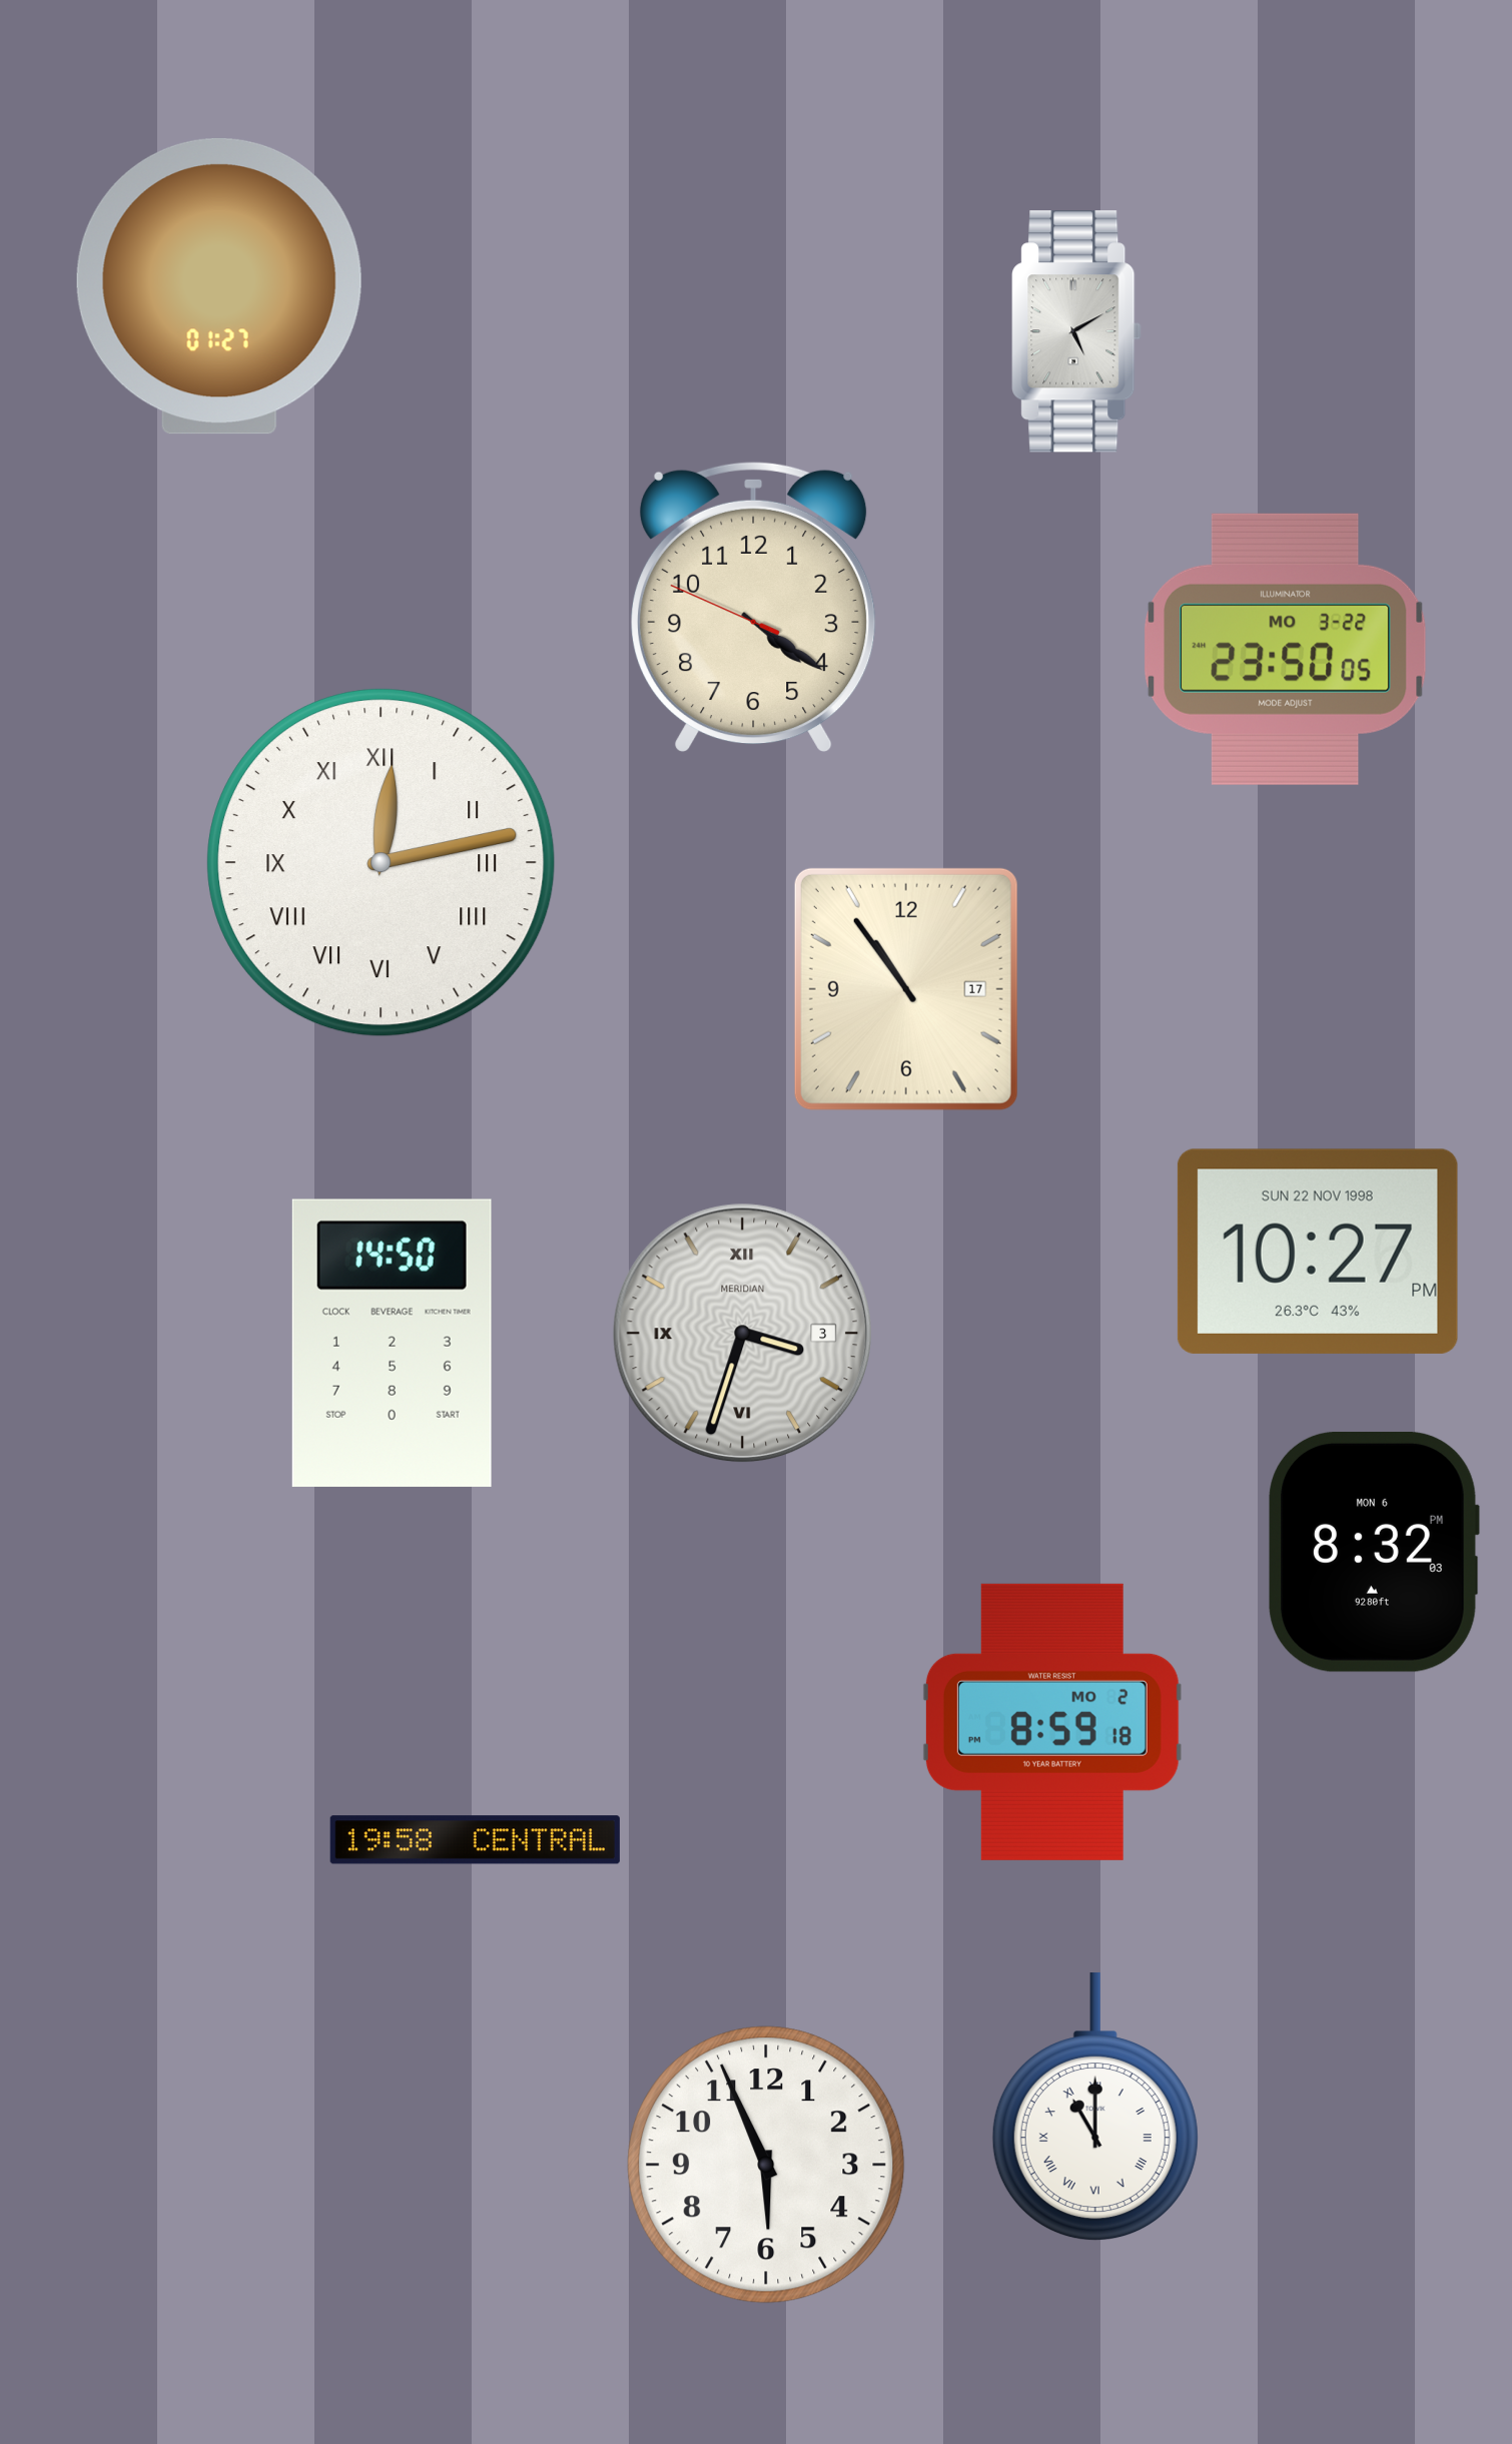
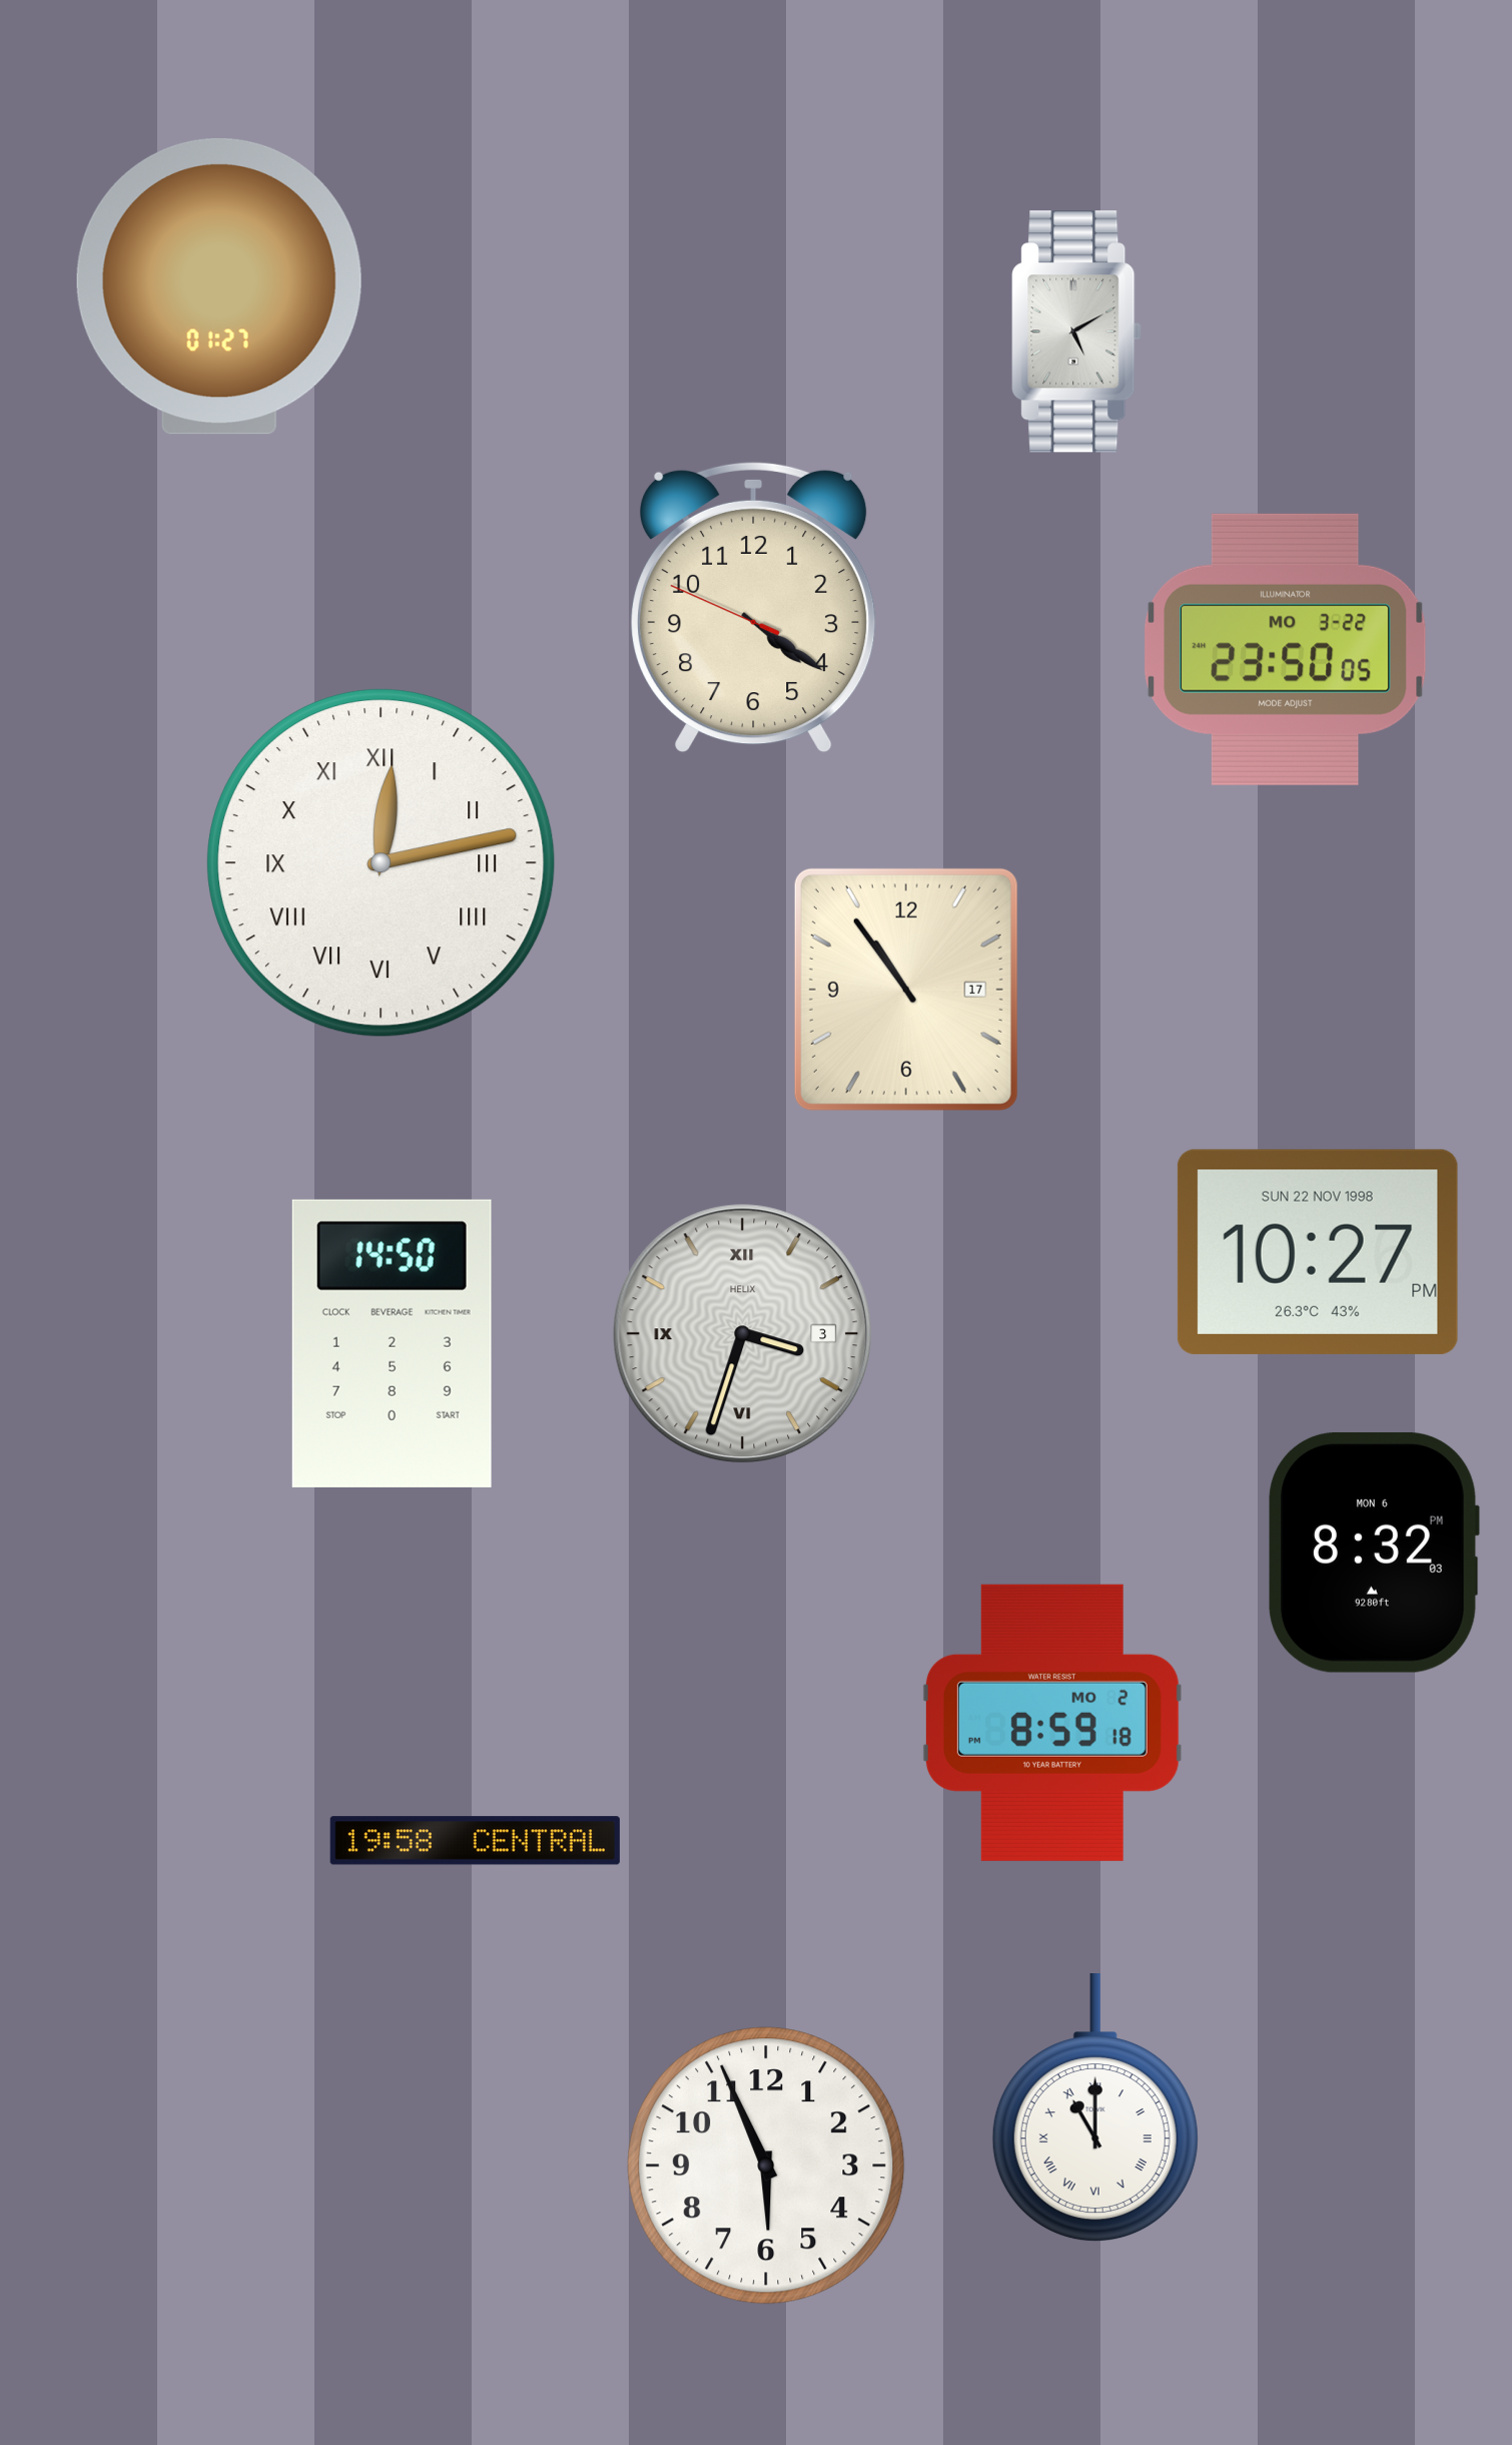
clock at (743, 1334) brand: MERIDIAN -> HELIX
